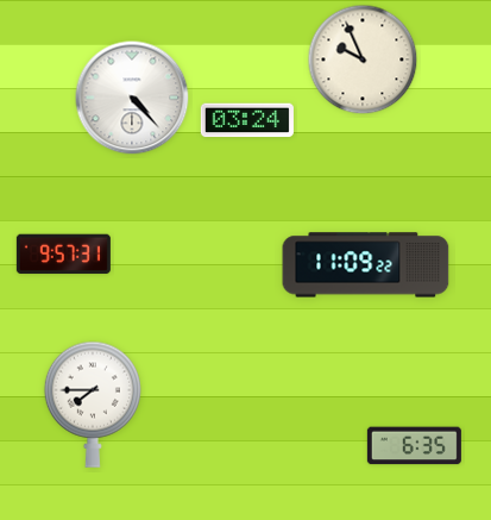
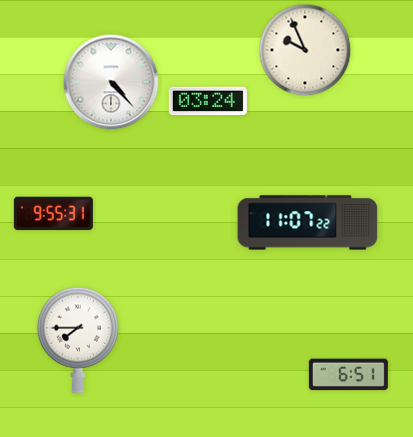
clock at (63, 255): 9:57 -> 9:55
clock at (366, 265): 11:09 -> 11:07
clock at (414, 446): 6:35 -> 6:51
